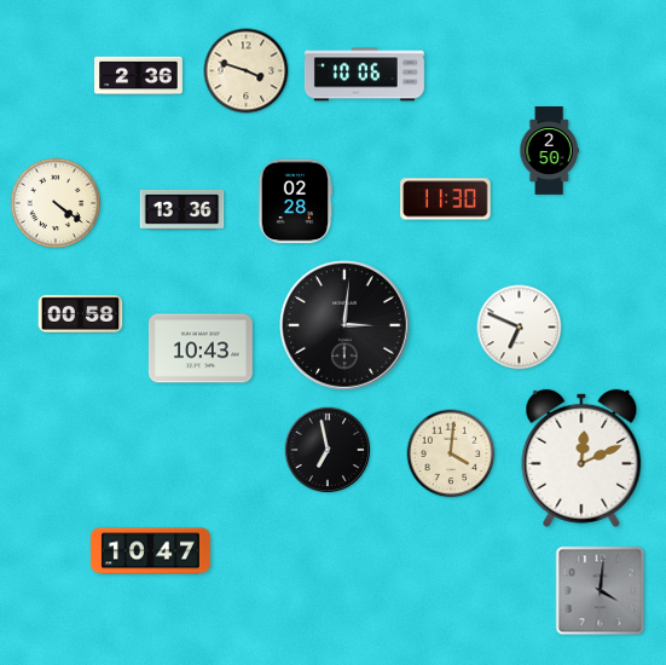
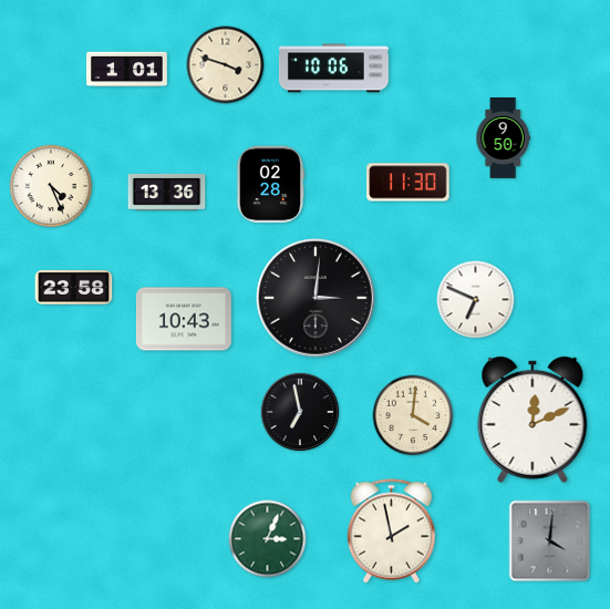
clock at (139, 76): 2:36 -> 1:01
clock at (549, 151): 2:50 -> 9:50
clock at (56, 203): 4:21 -> 4:26
clock at (81, 313): 00:58 -> 23:58
clock at (150, 551): 10:47 -> none
clock at (391, 531): none -> 1:58
clock at (268, 539): none -> 3:04
